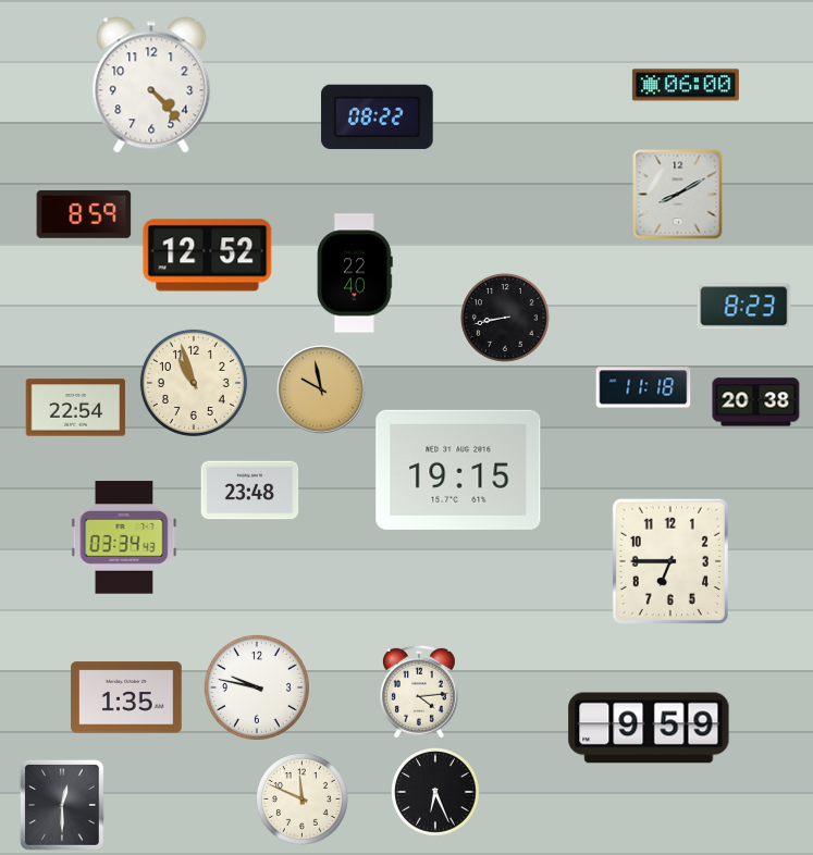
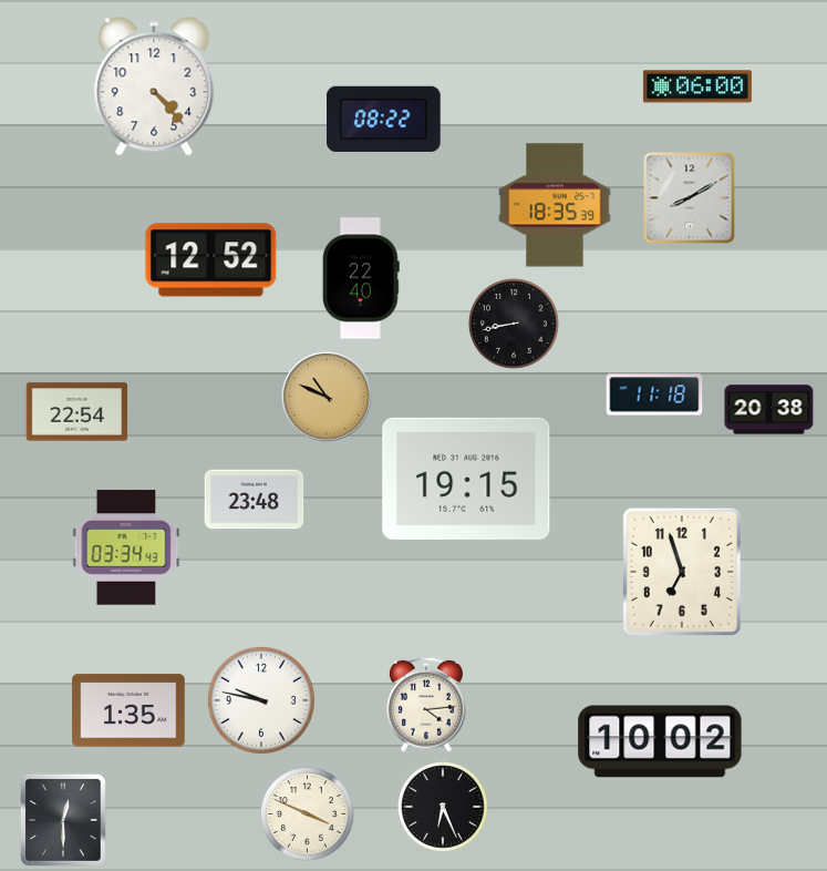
clock at (555, 205): none -> 18:35
clock at (84, 214): 8:59 -> none
clock at (744, 307): 8:23 -> none
clock at (194, 383): 10:57 -> none
clock at (321, 389): 9:58 -> 10:49
clock at (76, 408) position: (76, 408) -> (77, 412)
clock at (670, 561): 6:45 -> 6:57
clock at (649, 728): 9:59 -> 10:02
clock at (301, 798): 11:49 -> 3:49
